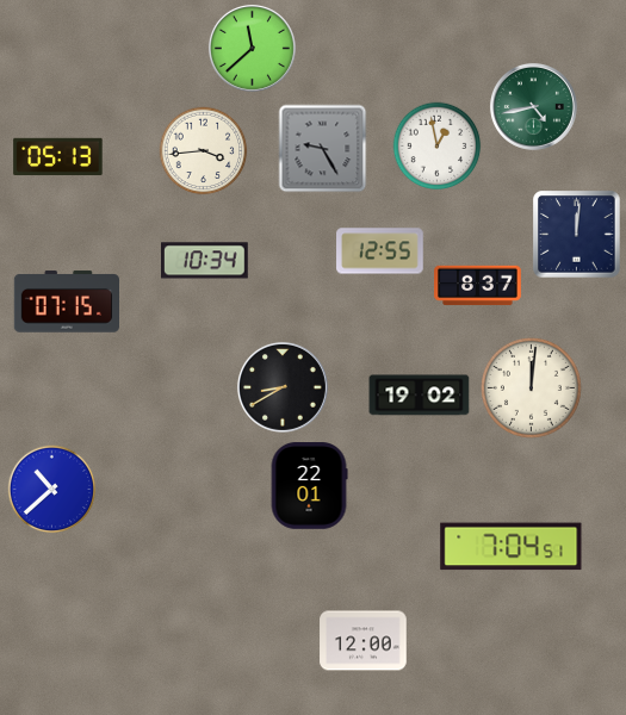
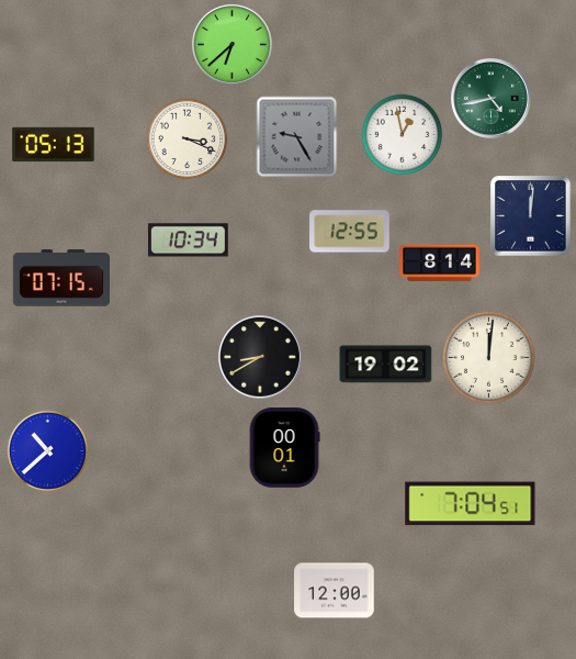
clock at (252, 48): 11:38 -> 6:38
clock at (204, 151): 3:44 -> 3:19
clock at (478, 286): 8:37 -> 8:14
clock at (309, 486): 22:01 -> 00:01
